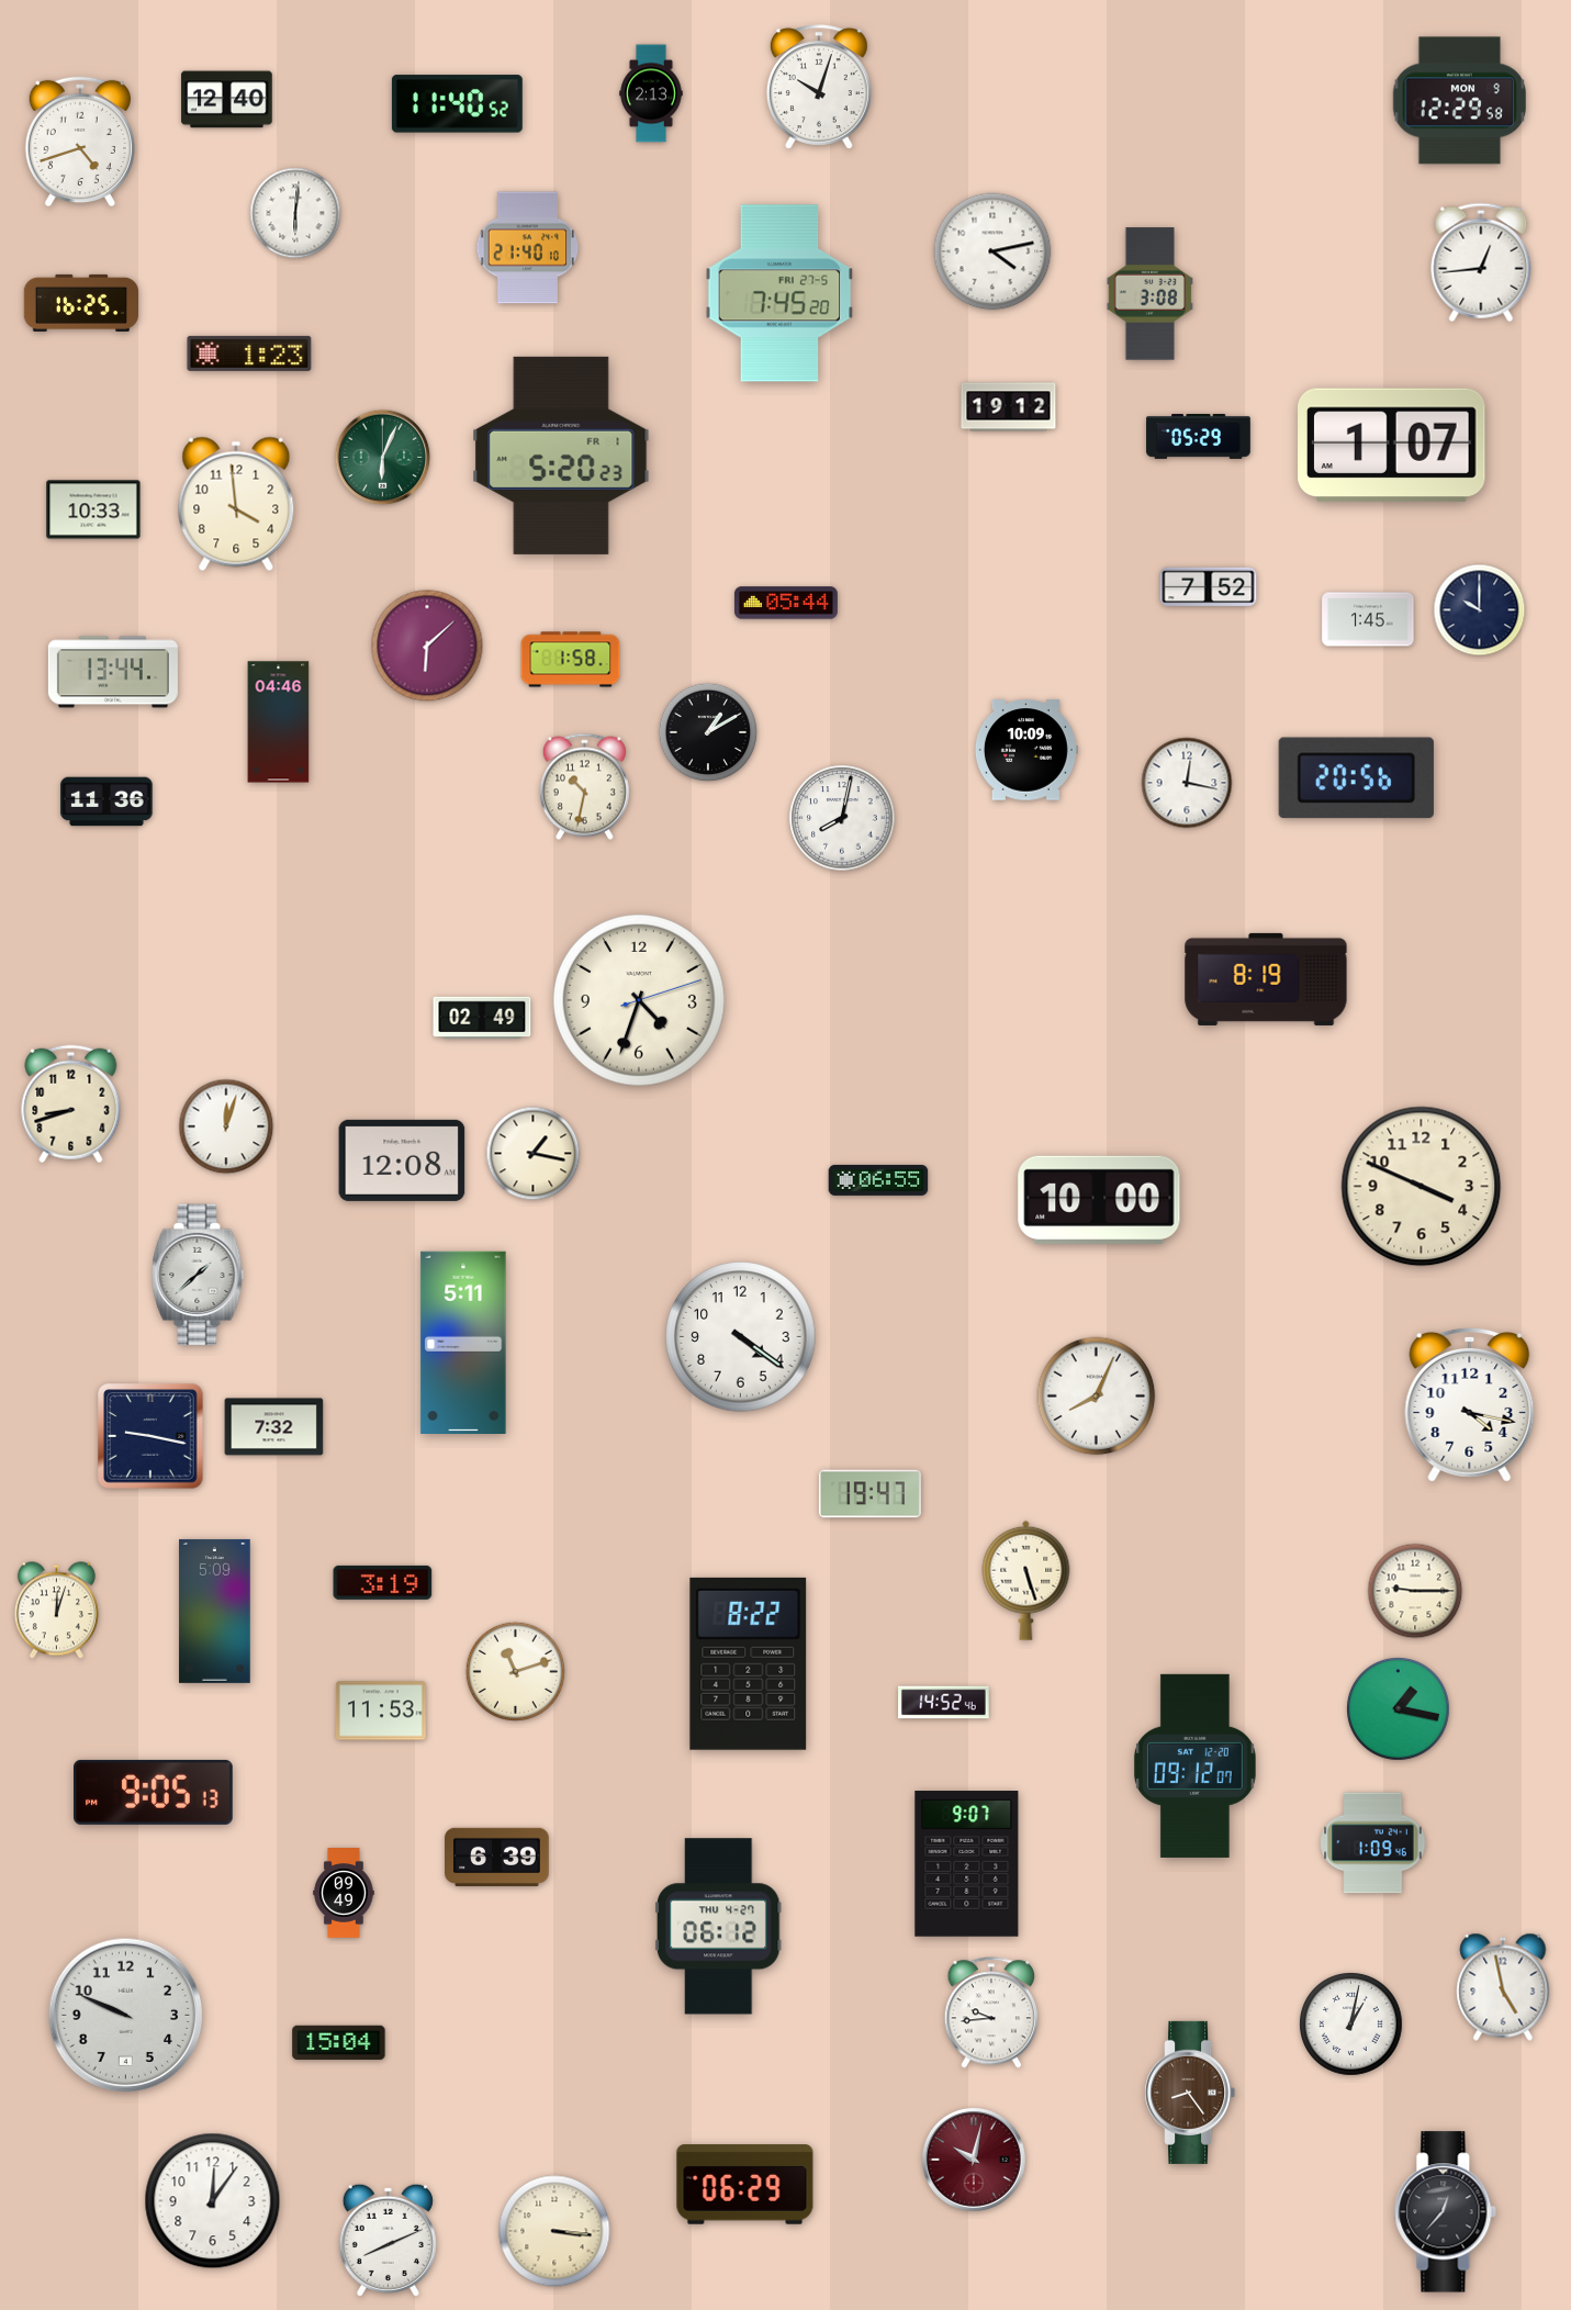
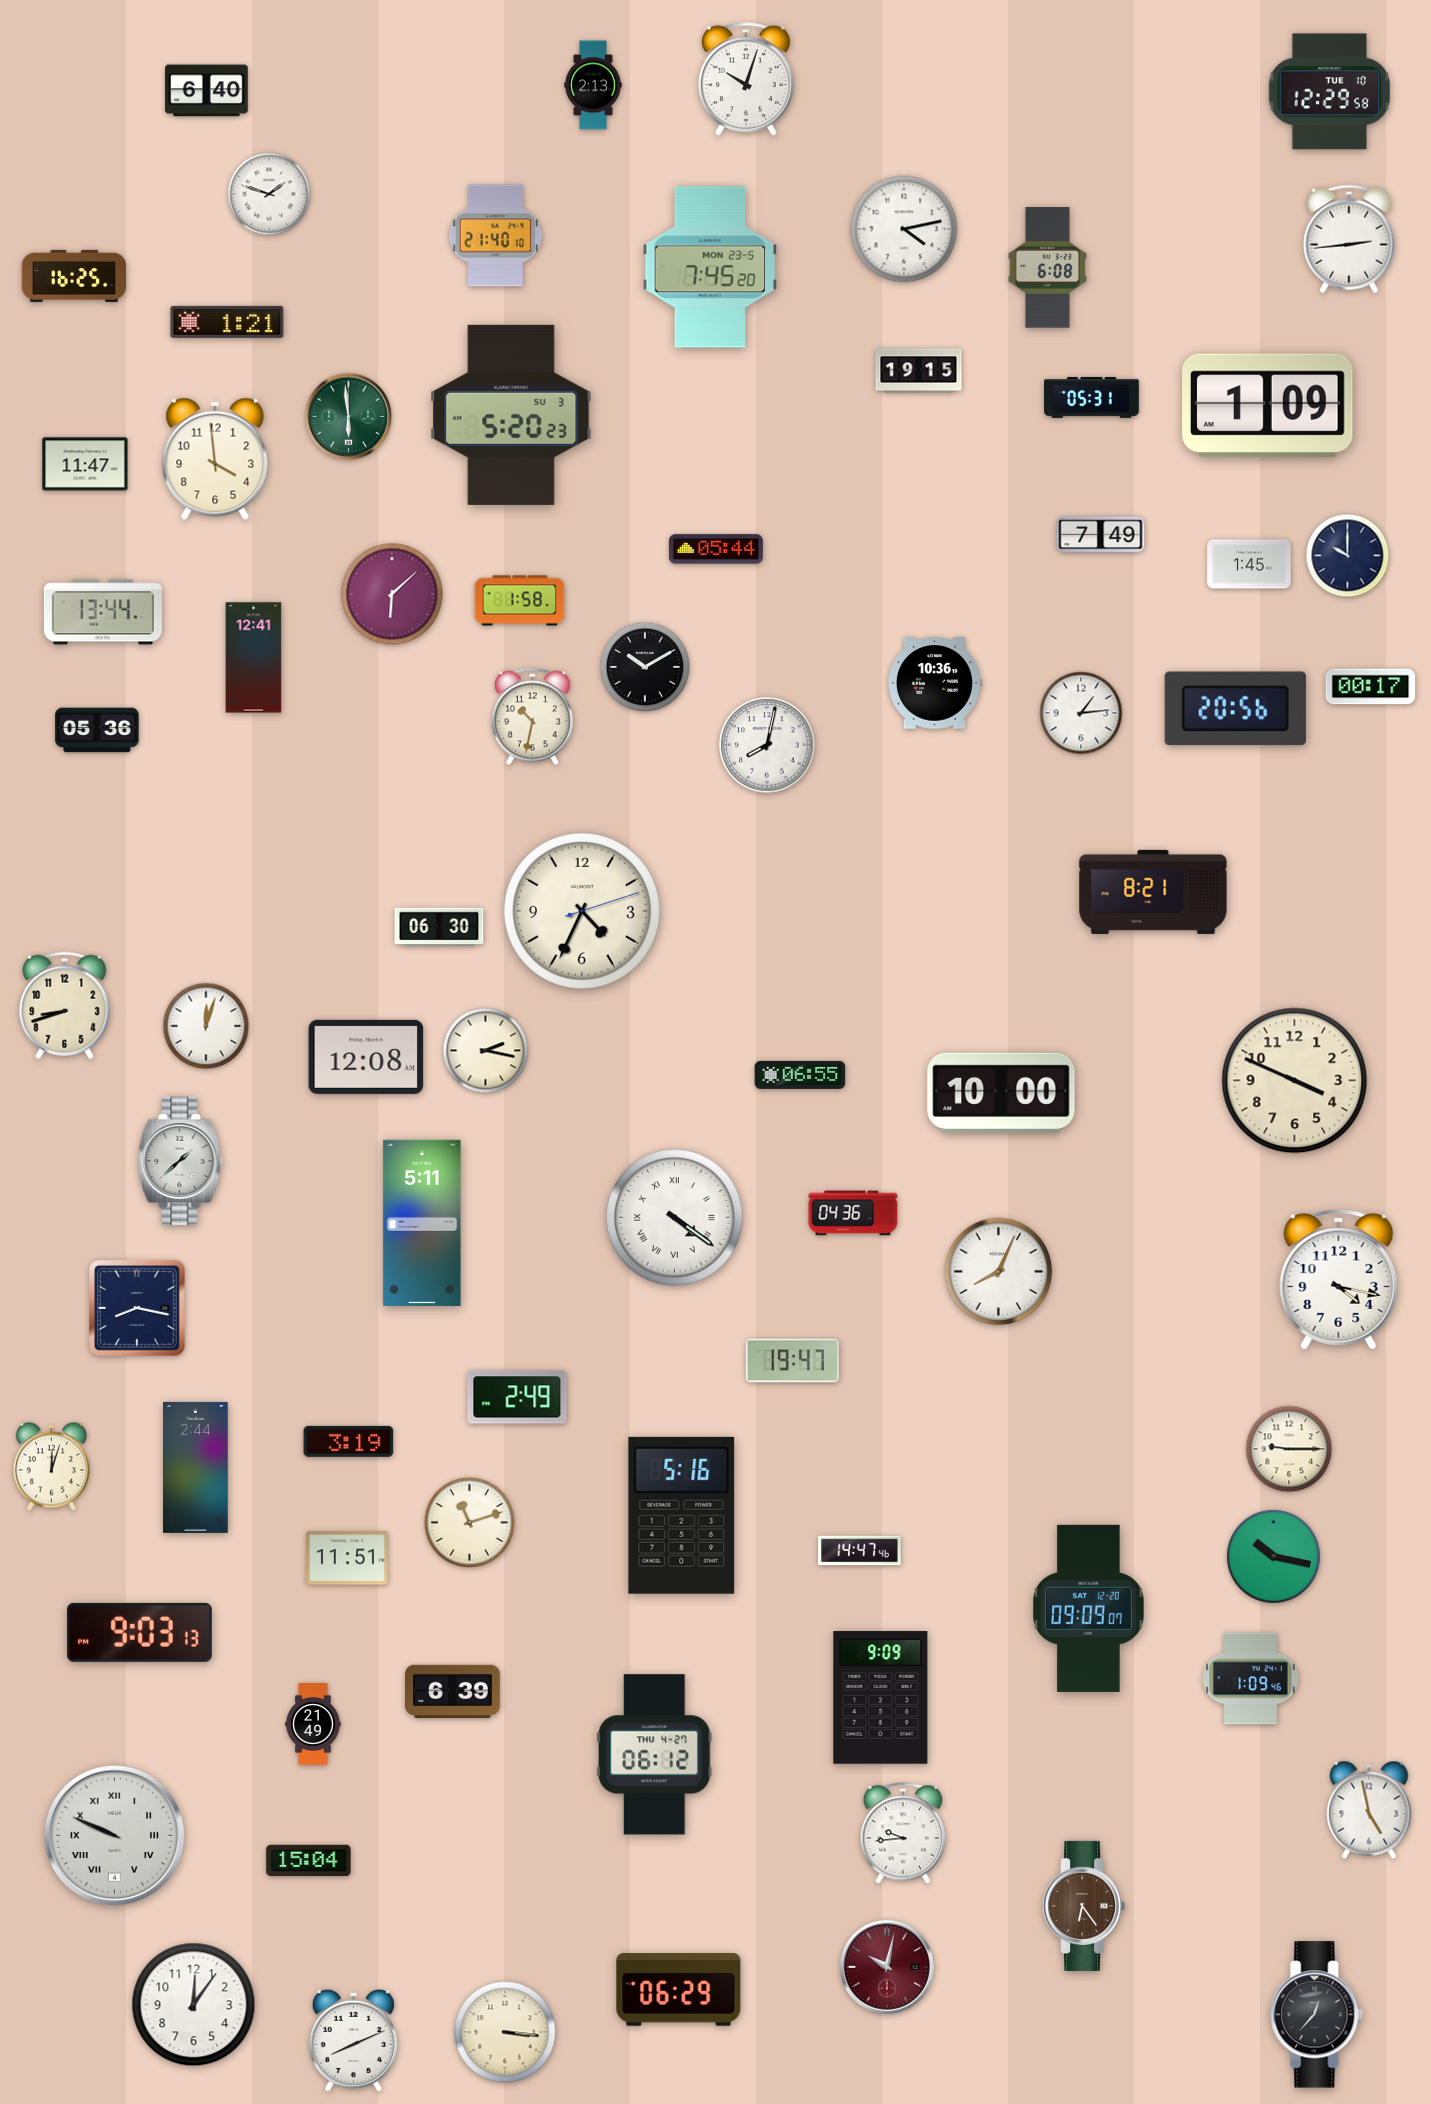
clock at (227, 100): 12:40 -> 6:40
clock at (1459, 101) date: MON 9 -> TUE 10
clock at (457, 104): 11:40 -> none
clock at (80, 142): 4:42 -> none
clock at (295, 213): 6:01 -> 1:48
clock at (528, 248) position: (528, 248) -> (496, 236)
clock at (1481, 262): 12:44 -> 2:44
clock at (779, 293) date: FRI 27-5 -> MON 23-5
clock at (1149, 294): 3:08 -> 6:08
clock at (249, 354): 1:23 -> 1:21
clock at (1009, 407): 19:12 -> 19:15
clock at (1199, 436): 05:29 -> 05:31
clock at (1392, 446): 1:07 -> 1:09
clock at (561, 456) date: FR 1 -> SU 3
clock at (383, 458): 6:04 -> 5:59
clock at (93, 509): 10:33 -> 11:47
clock at (1209, 587): 7:52 -> 7:49
clock at (1368, 619) position: (1368, 619) -> (1249, 564)
clock at (427, 646) position: (427, 646) -> (392, 594)
clock at (279, 722): 04:46 -> 12:41
clock at (708, 732): 1:10 -> 10:10
clock at (1026, 750): 10:09 -> 10:36
clock at (1371, 687): none -> 00:17
clock at (1187, 783): 12:17 -> 1:14
clock at (106, 801): 11:36 -> 05:36
clock at (1266, 979): 8:19 -> 8:21
clock at (639, 1000): 4:33 -> 4:34
clock at (482, 1018): 02:49 -> 06:30
clock at (534, 1154): 1:17 -> 2:17
clock at (853, 1213): none -> 04:36
clock at (741, 1337) numerals: Arabic -> Roman
clock at (274, 1427): 7:32 -> none
clock at (150, 1436): 9:17 -> 8:17
clock at (517, 1397): none -> 2:49
clock at (1026, 1580): 5:27 -> none
clock at (215, 1611): 5:09 -> 2:44
clock at (749, 1663): 8:22 -> 5:16
clock at (944, 1703): 14:52 -> 14:47
clock at (1399, 1709): 1:17 -> 10:17
clock at (381, 1711): 11:53 -> 11:51
clock at (1194, 1765): 09:12 -> 09:09
clock at (154, 1792): 9:05 -> 9:03
clock at (967, 1864): 9:07 -> 9:09
clock at (344, 1893): 09:49 -> 21:49
clock at (126, 2016) numerals: Arabic -> Roman
clock at (1351, 2025): 1:02 -> none
clock at (1190, 2093): 8:24 -> 6:24
